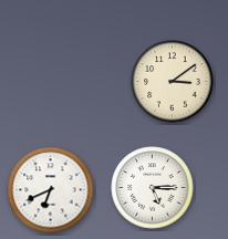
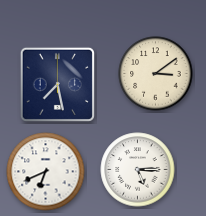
clock at (57, 84): none -> 7:28
